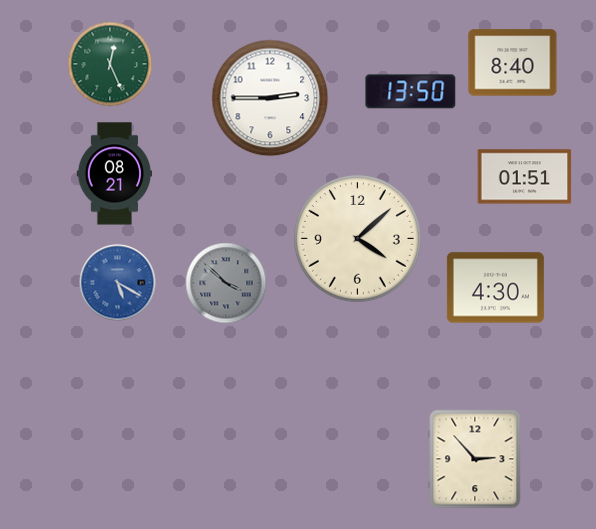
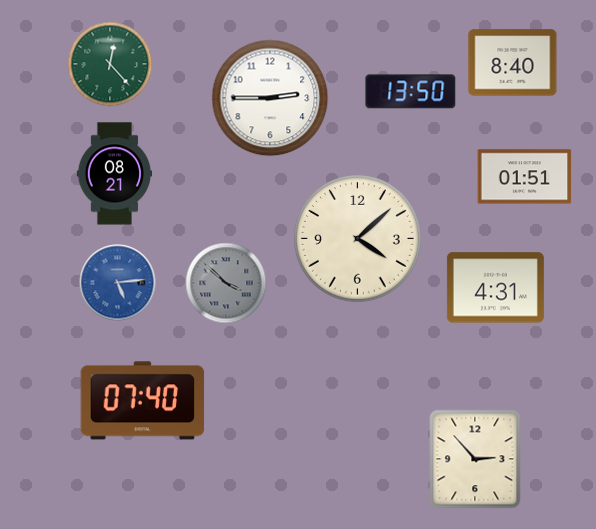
clock at (110, 64): 12:26 -> 12:23
clock at (118, 283): 5:20 -> 5:14
clock at (495, 288): 4:30 -> 4:31
clock at (143, 401): none -> 07:40
